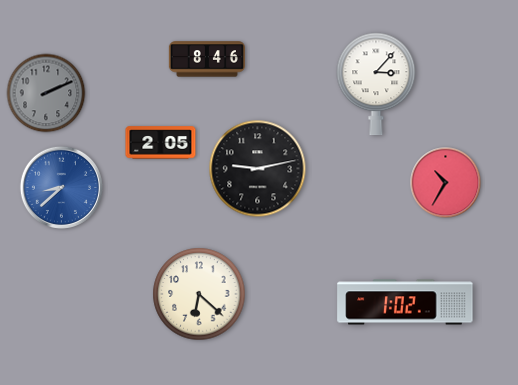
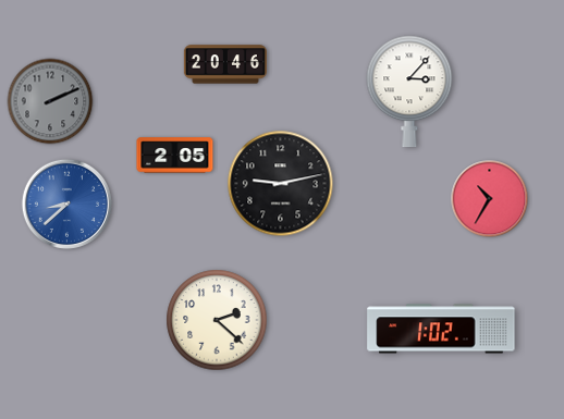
clock at (207, 59): 8:46 -> 20:46
clock at (446, 183) position: (446, 183) -> (490, 199)
clock at (199, 294): 6:22 -> 2:22
